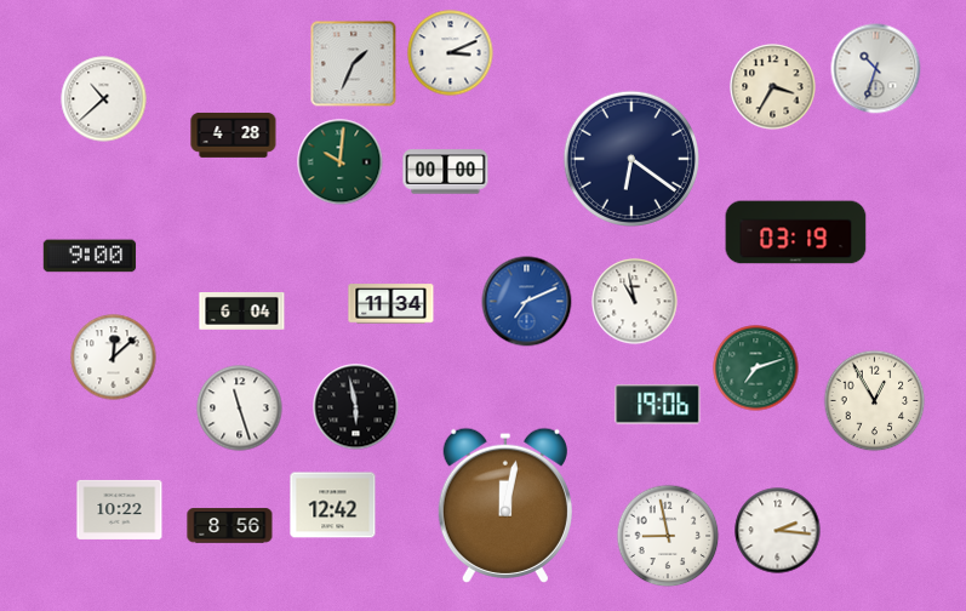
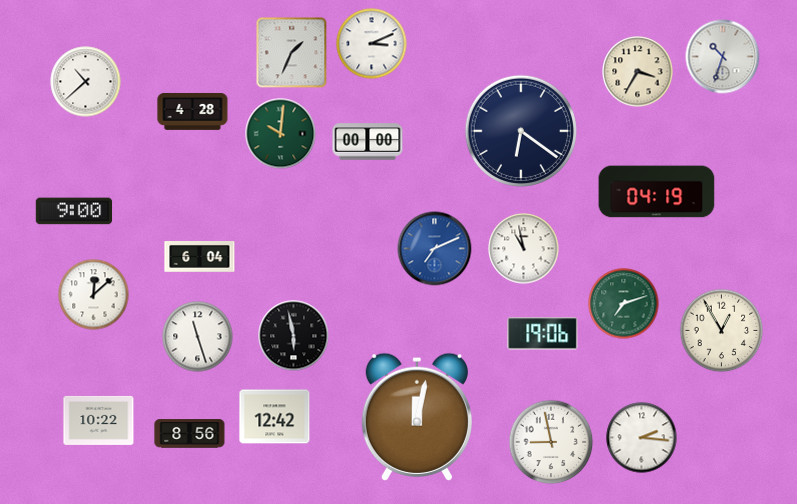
clock at (796, 233): 03:19 -> 04:19
clock at (391, 304): 11:34 -> none
